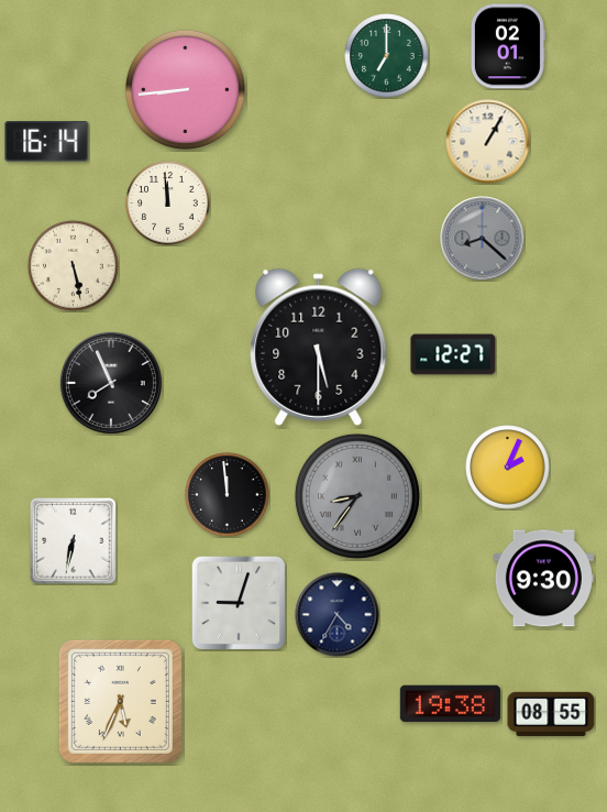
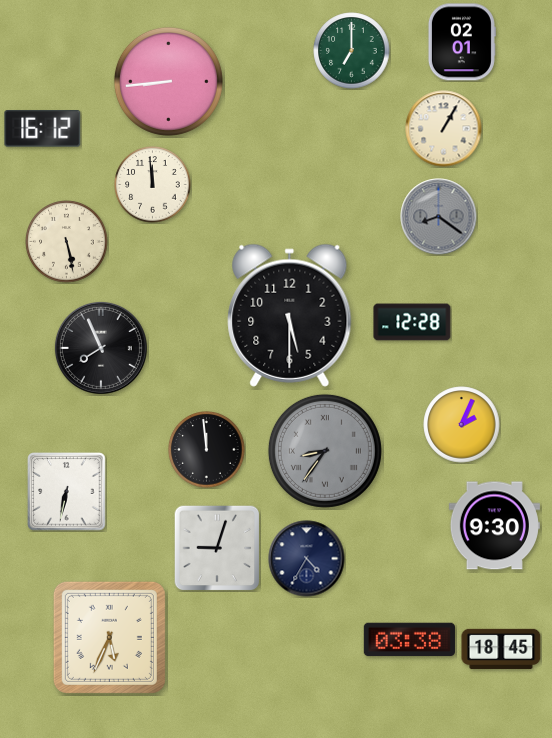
clock at (47, 142): 16:14 -> 16:12
clock at (483, 239): 8:22 -> 8:21
clock at (453, 354): 12:27 -> 12:28
clock at (450, 704): 19:38 -> 03:38
clock at (551, 714): 08:55 -> 18:45
